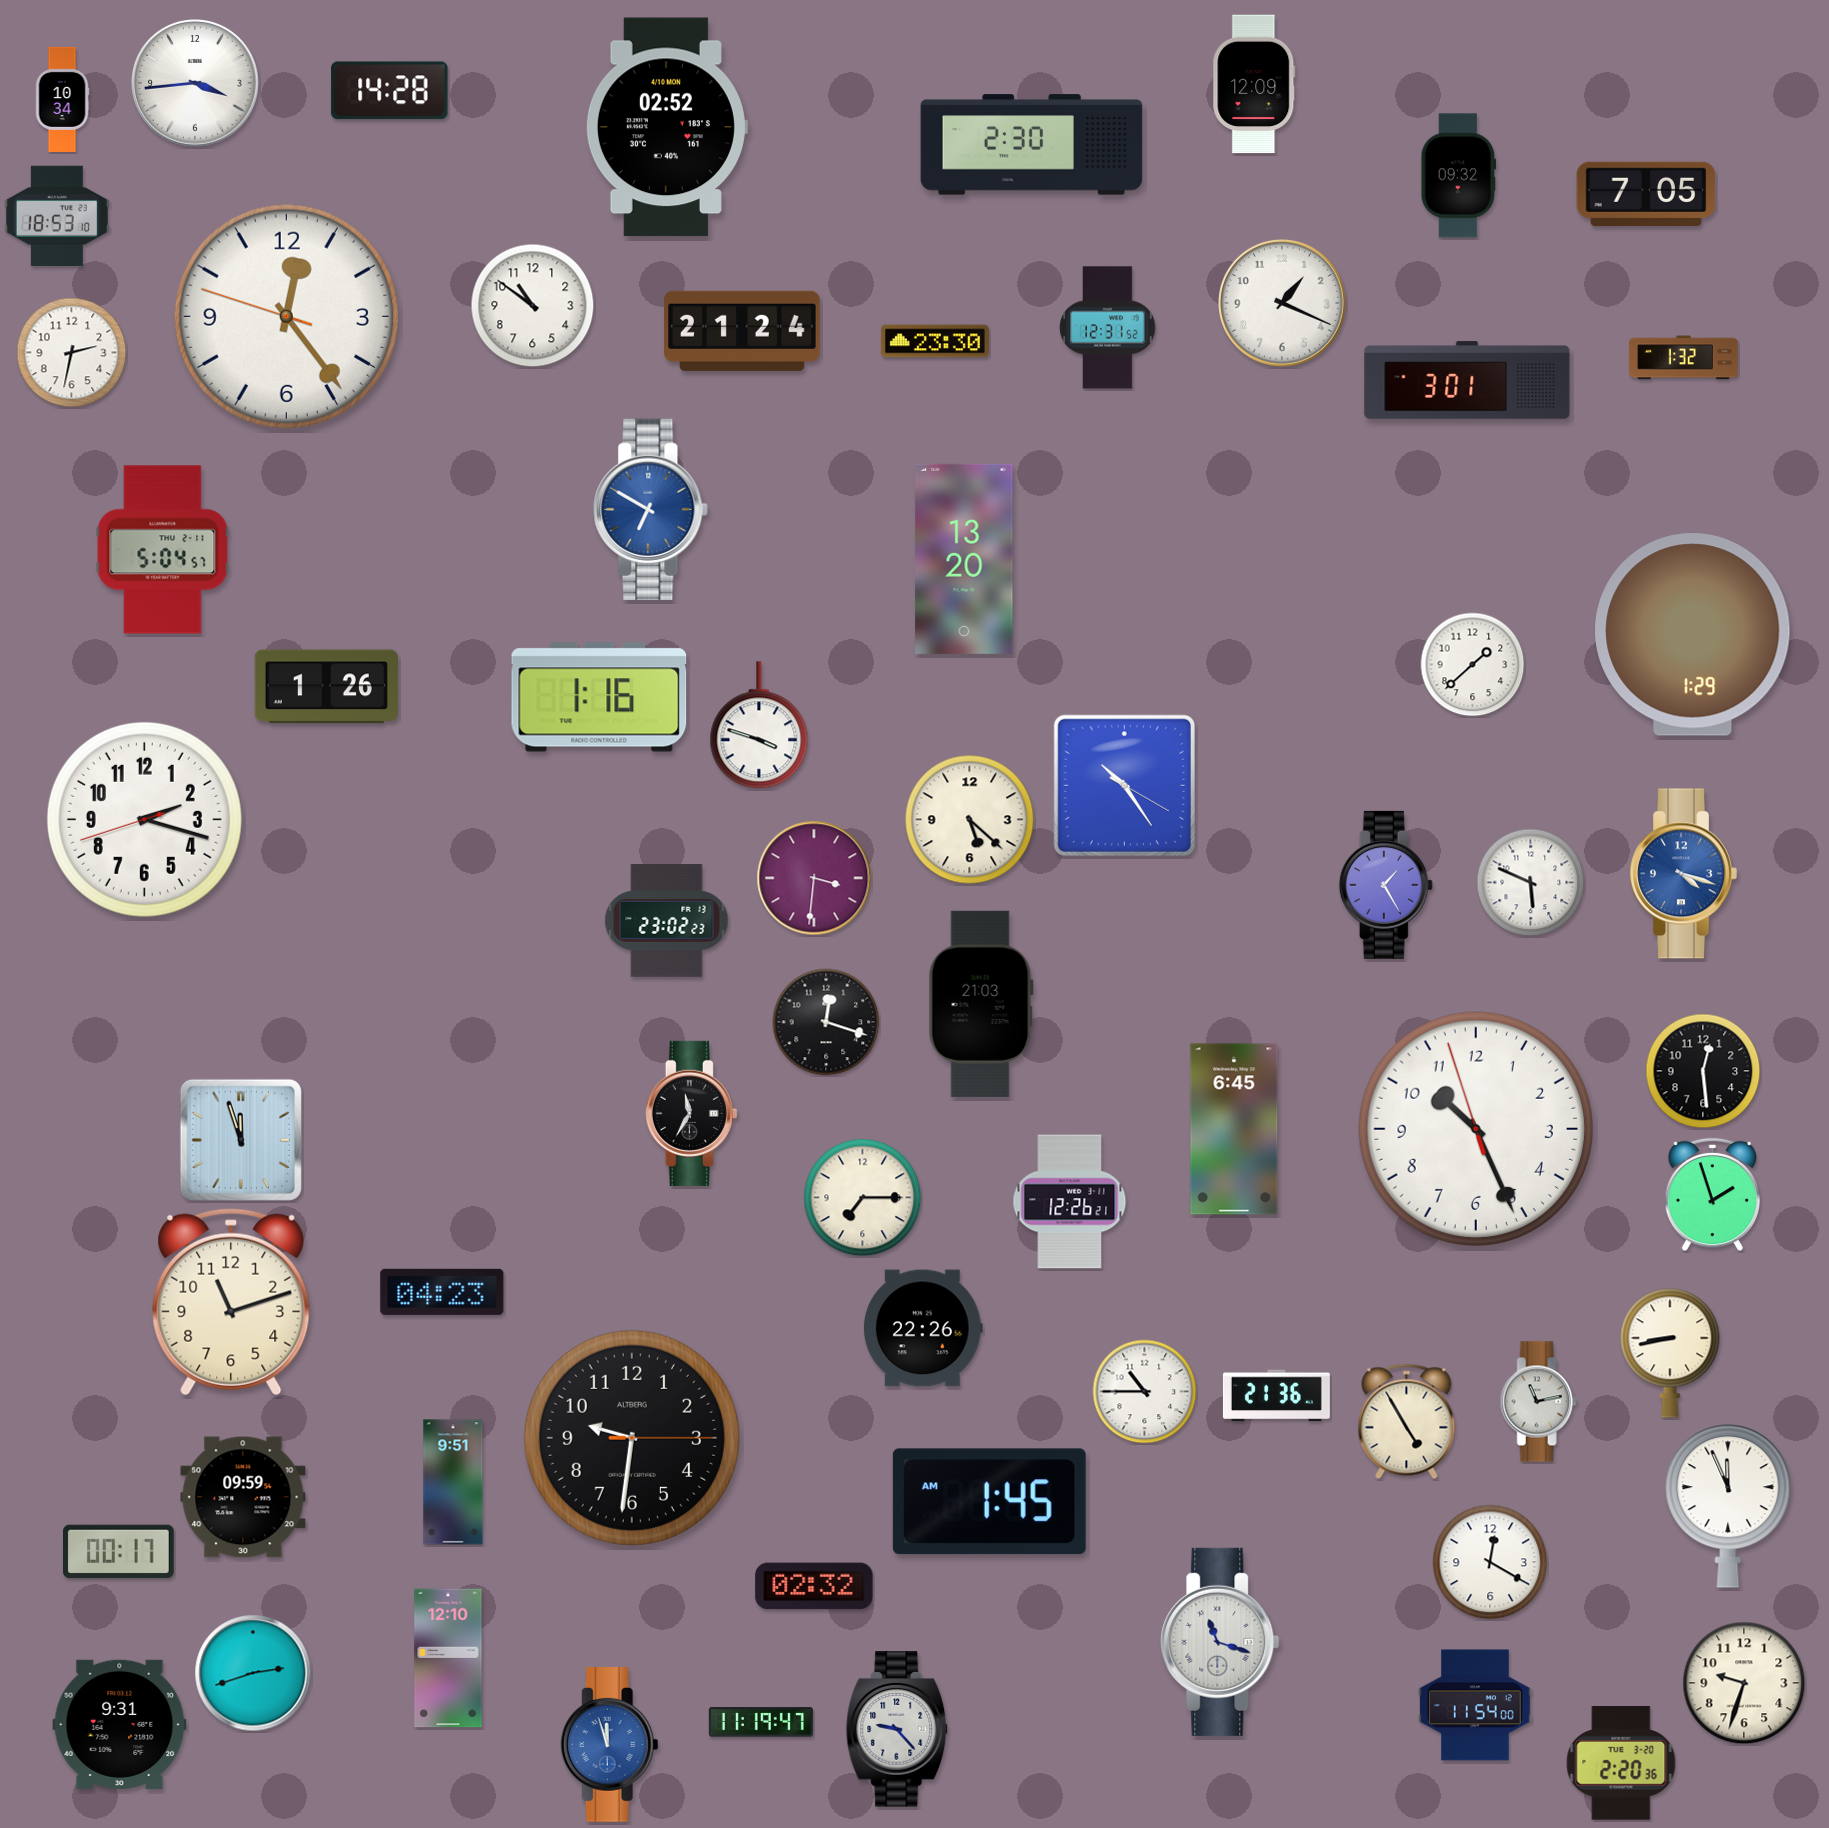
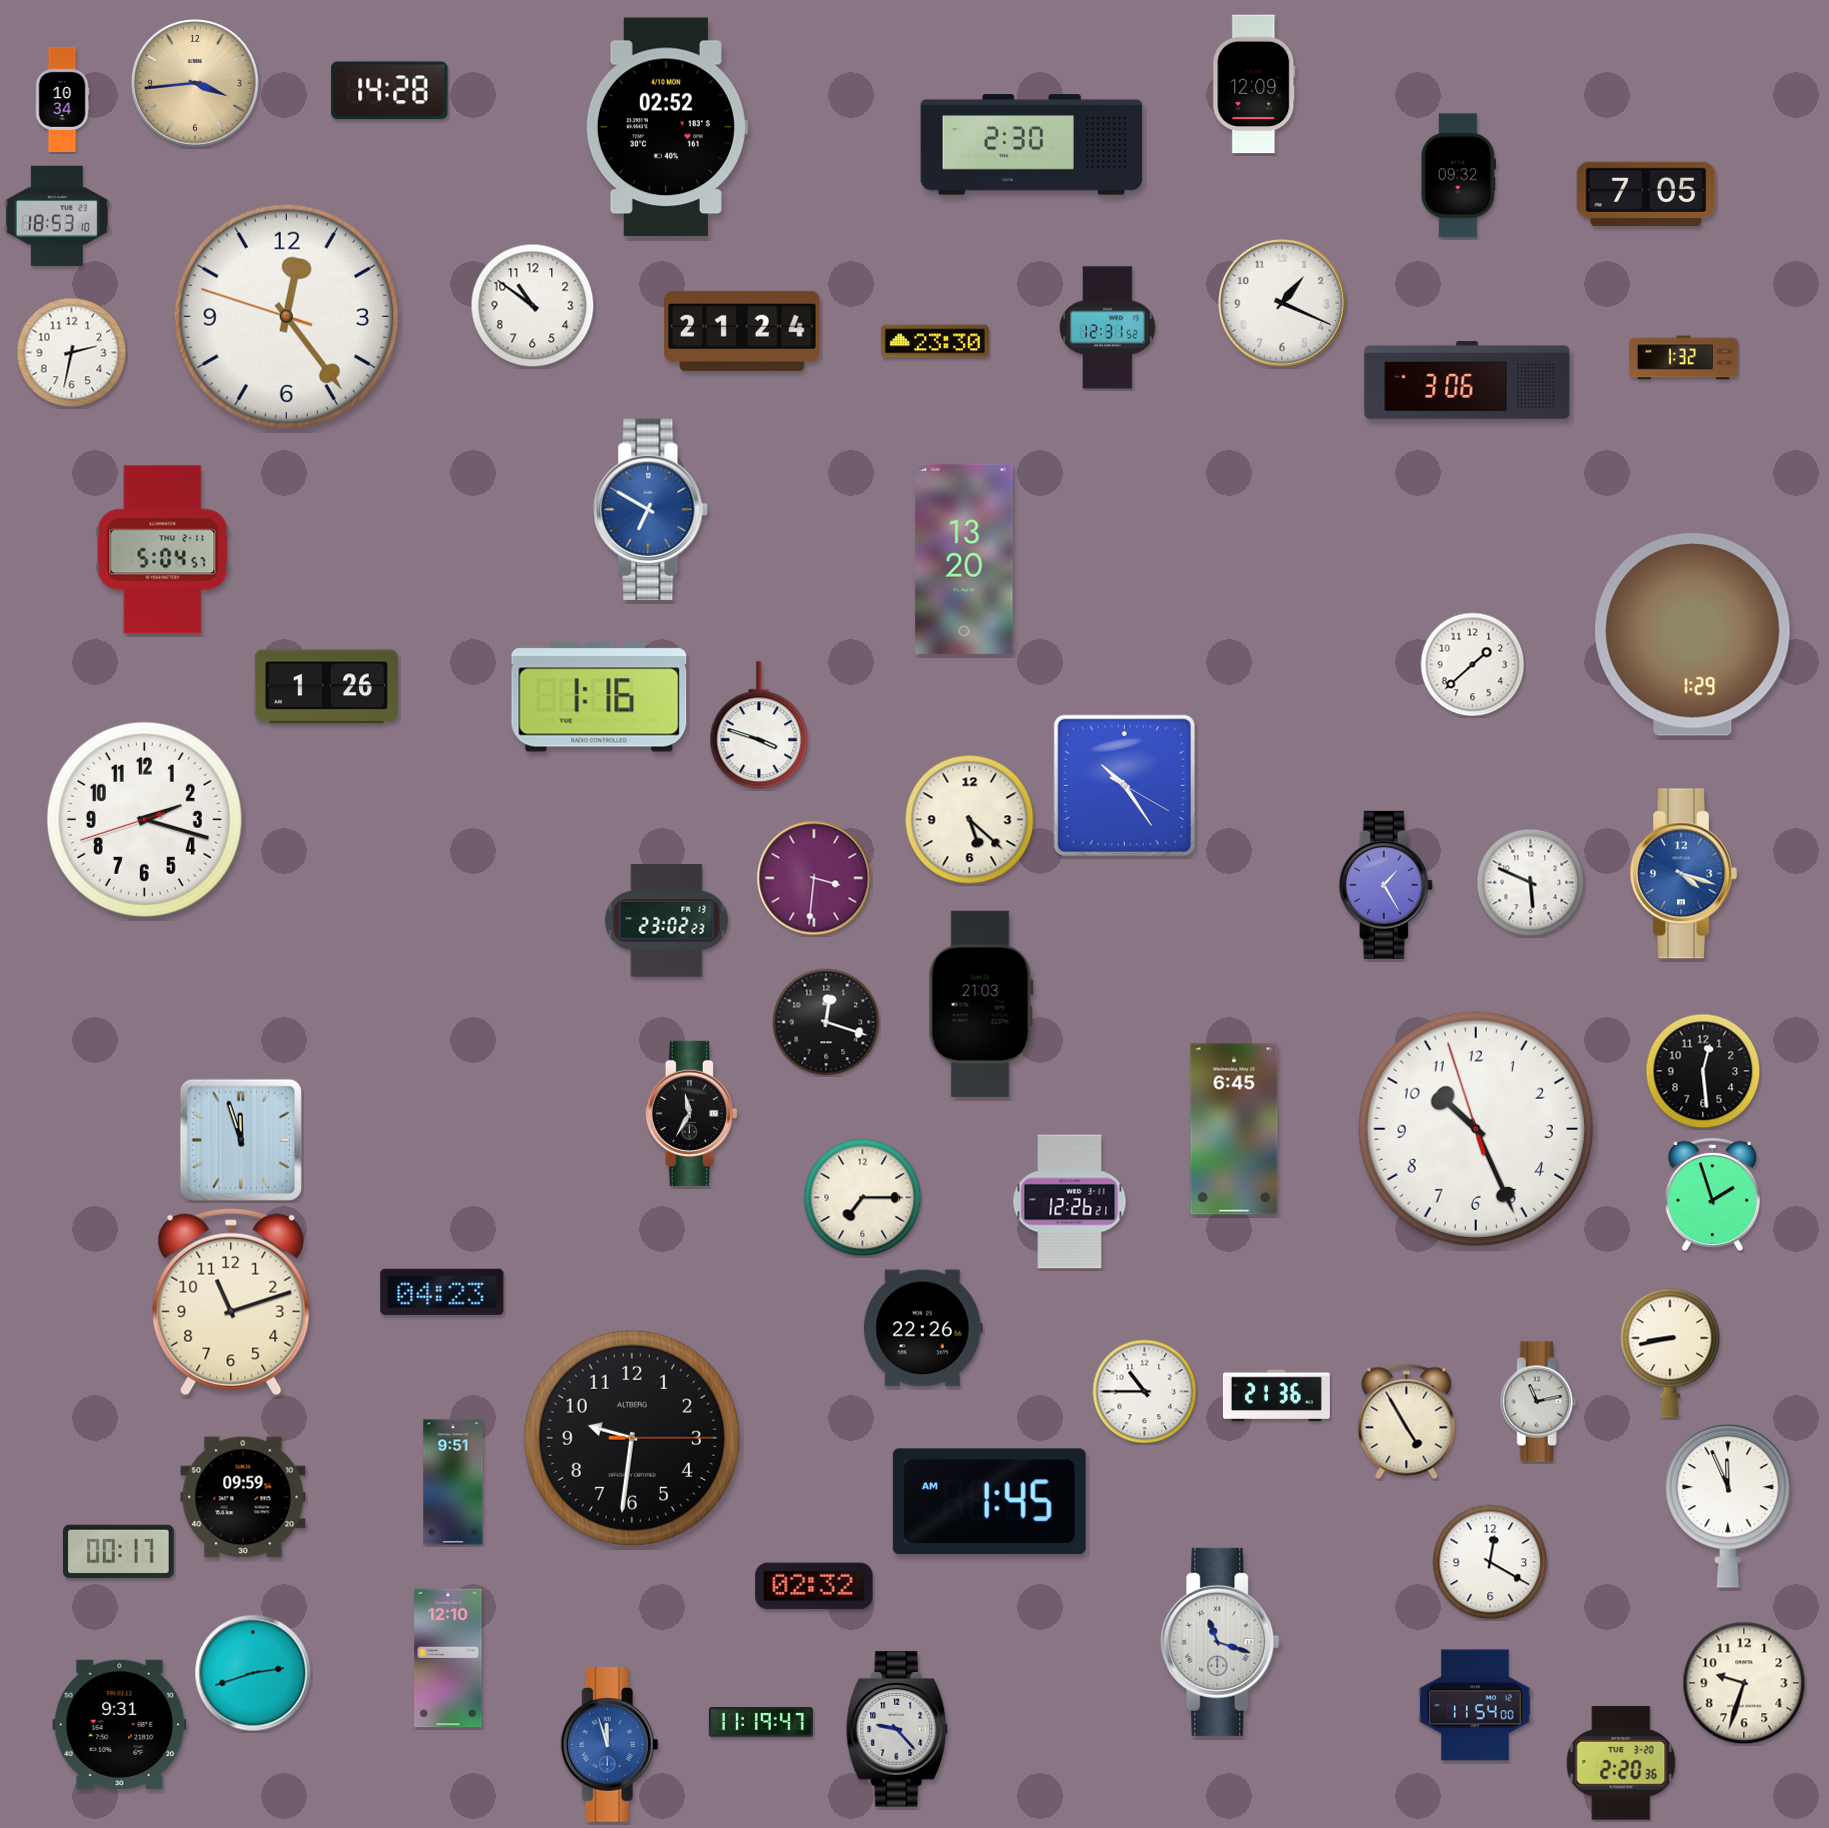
clock at (196, 84) dial: white -> champagne
clock at (1467, 380): 3:01 -> 3:06
